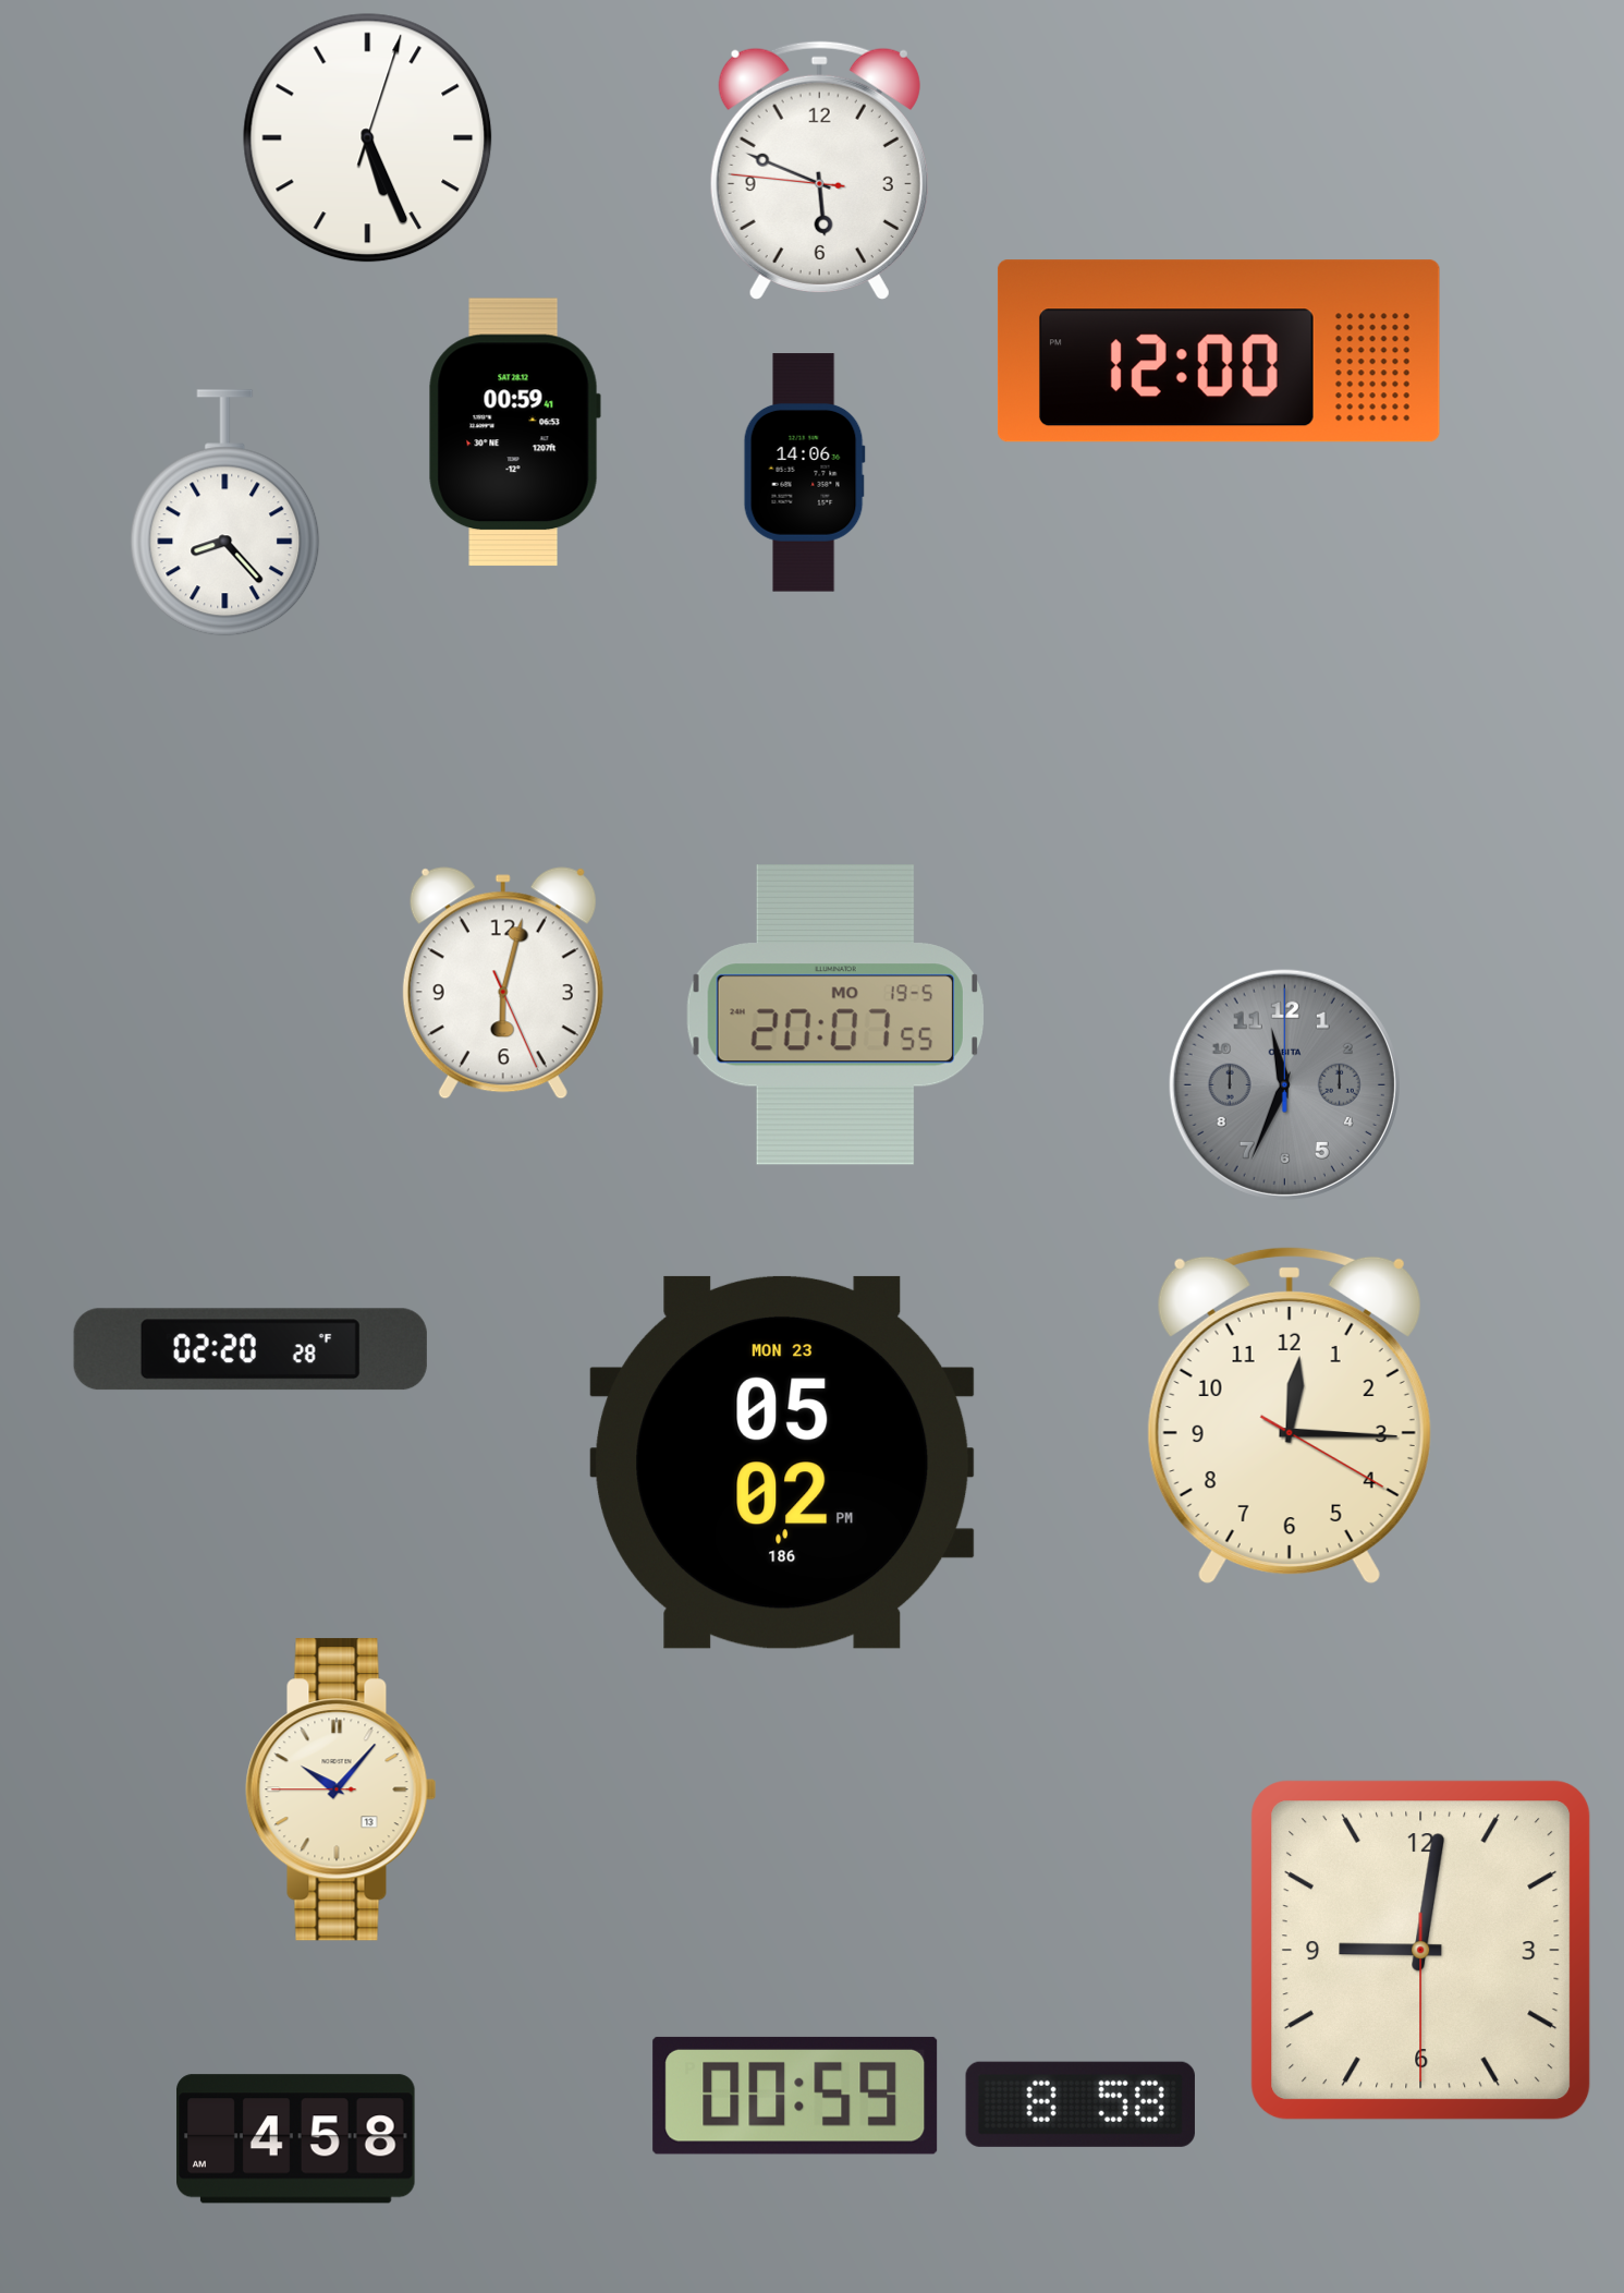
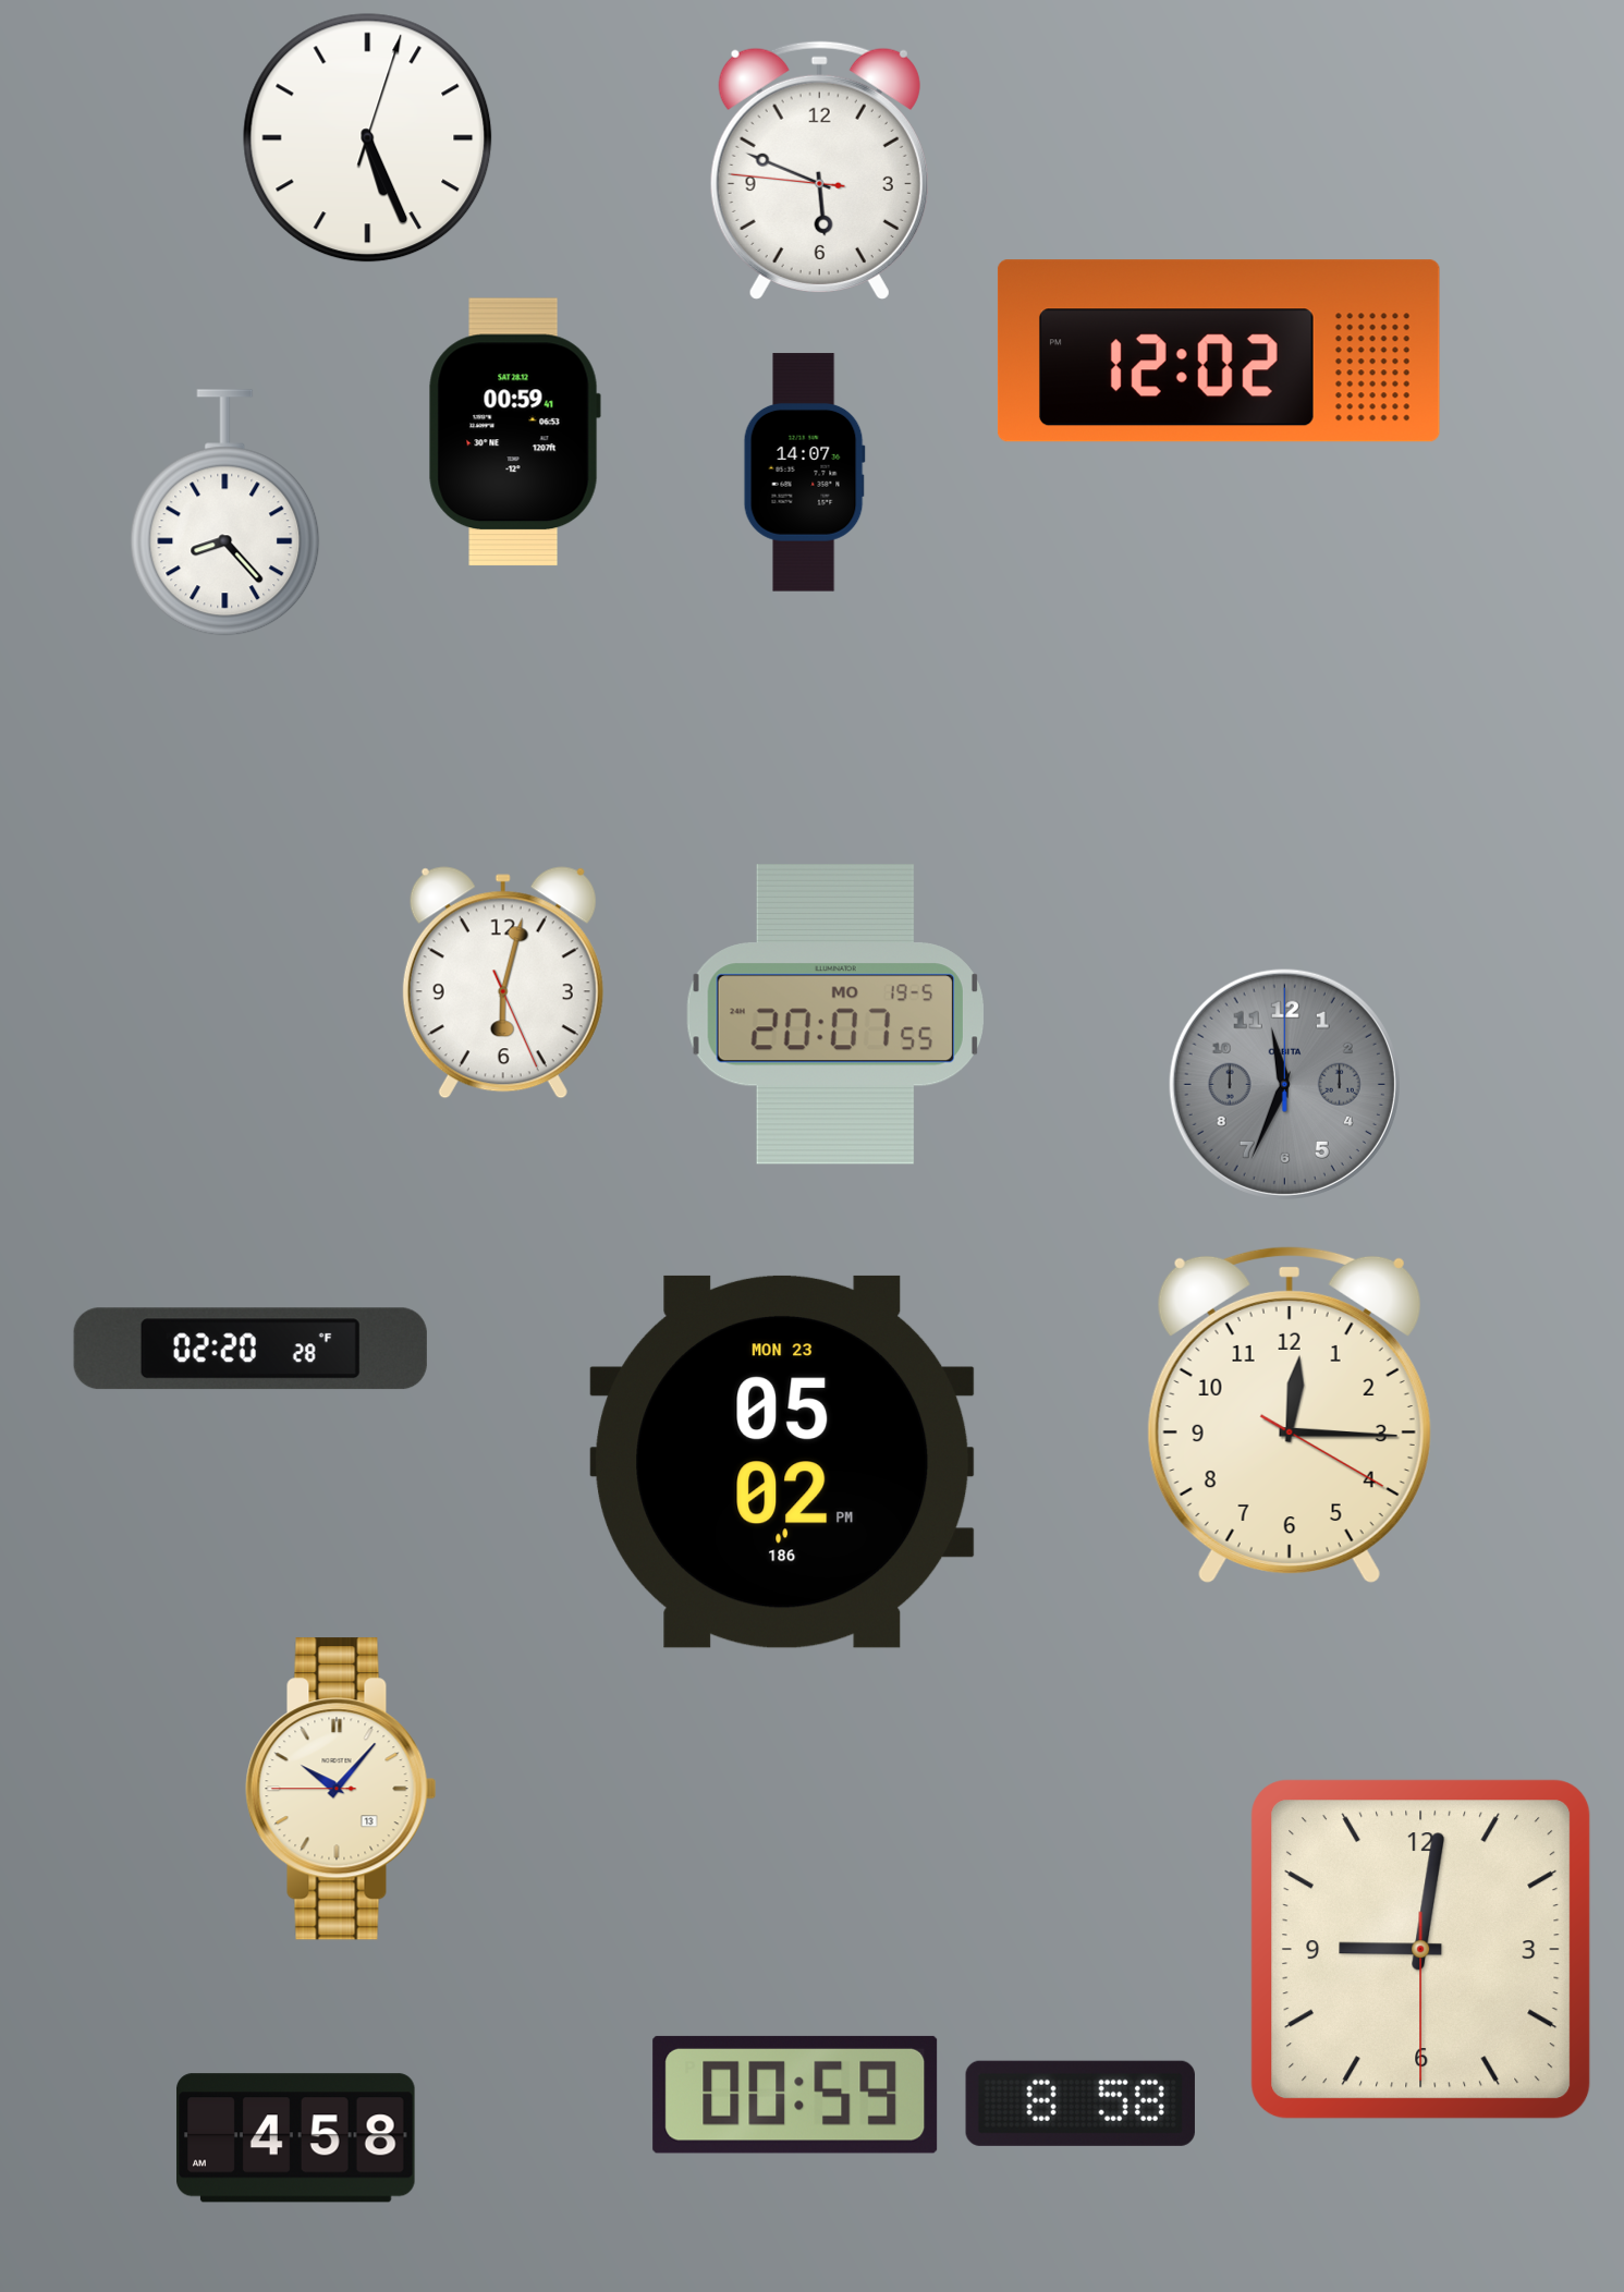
clock at (1219, 351): 12:00 -> 12:02
clock at (804, 473): 14:06 -> 14:07
